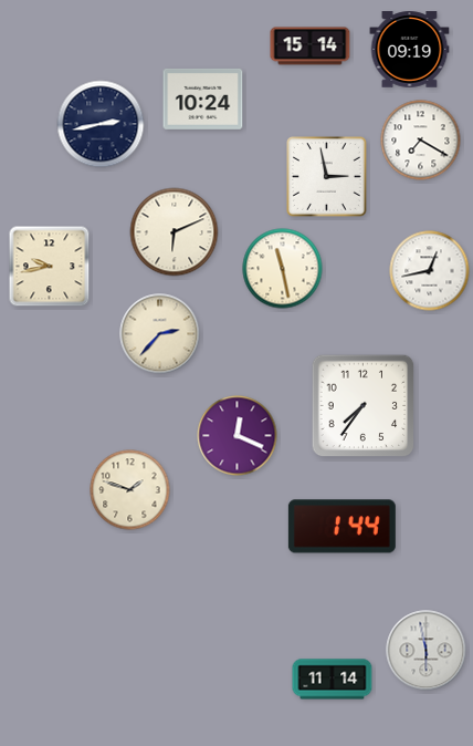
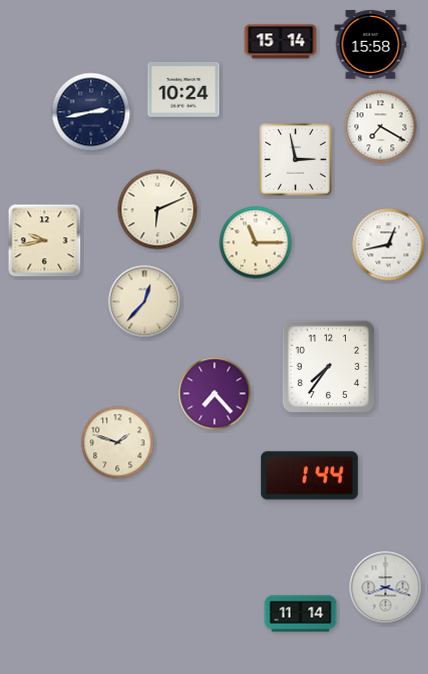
clock at (410, 50): 09:19 -> 15:58
clock at (283, 269): 11:28 -> 11:15
clock at (160, 334): 2:37 -> 12:37
clock at (238, 436): 12:19 -> 7:23
clock at (427, 651): 5:58 -> 8:18
